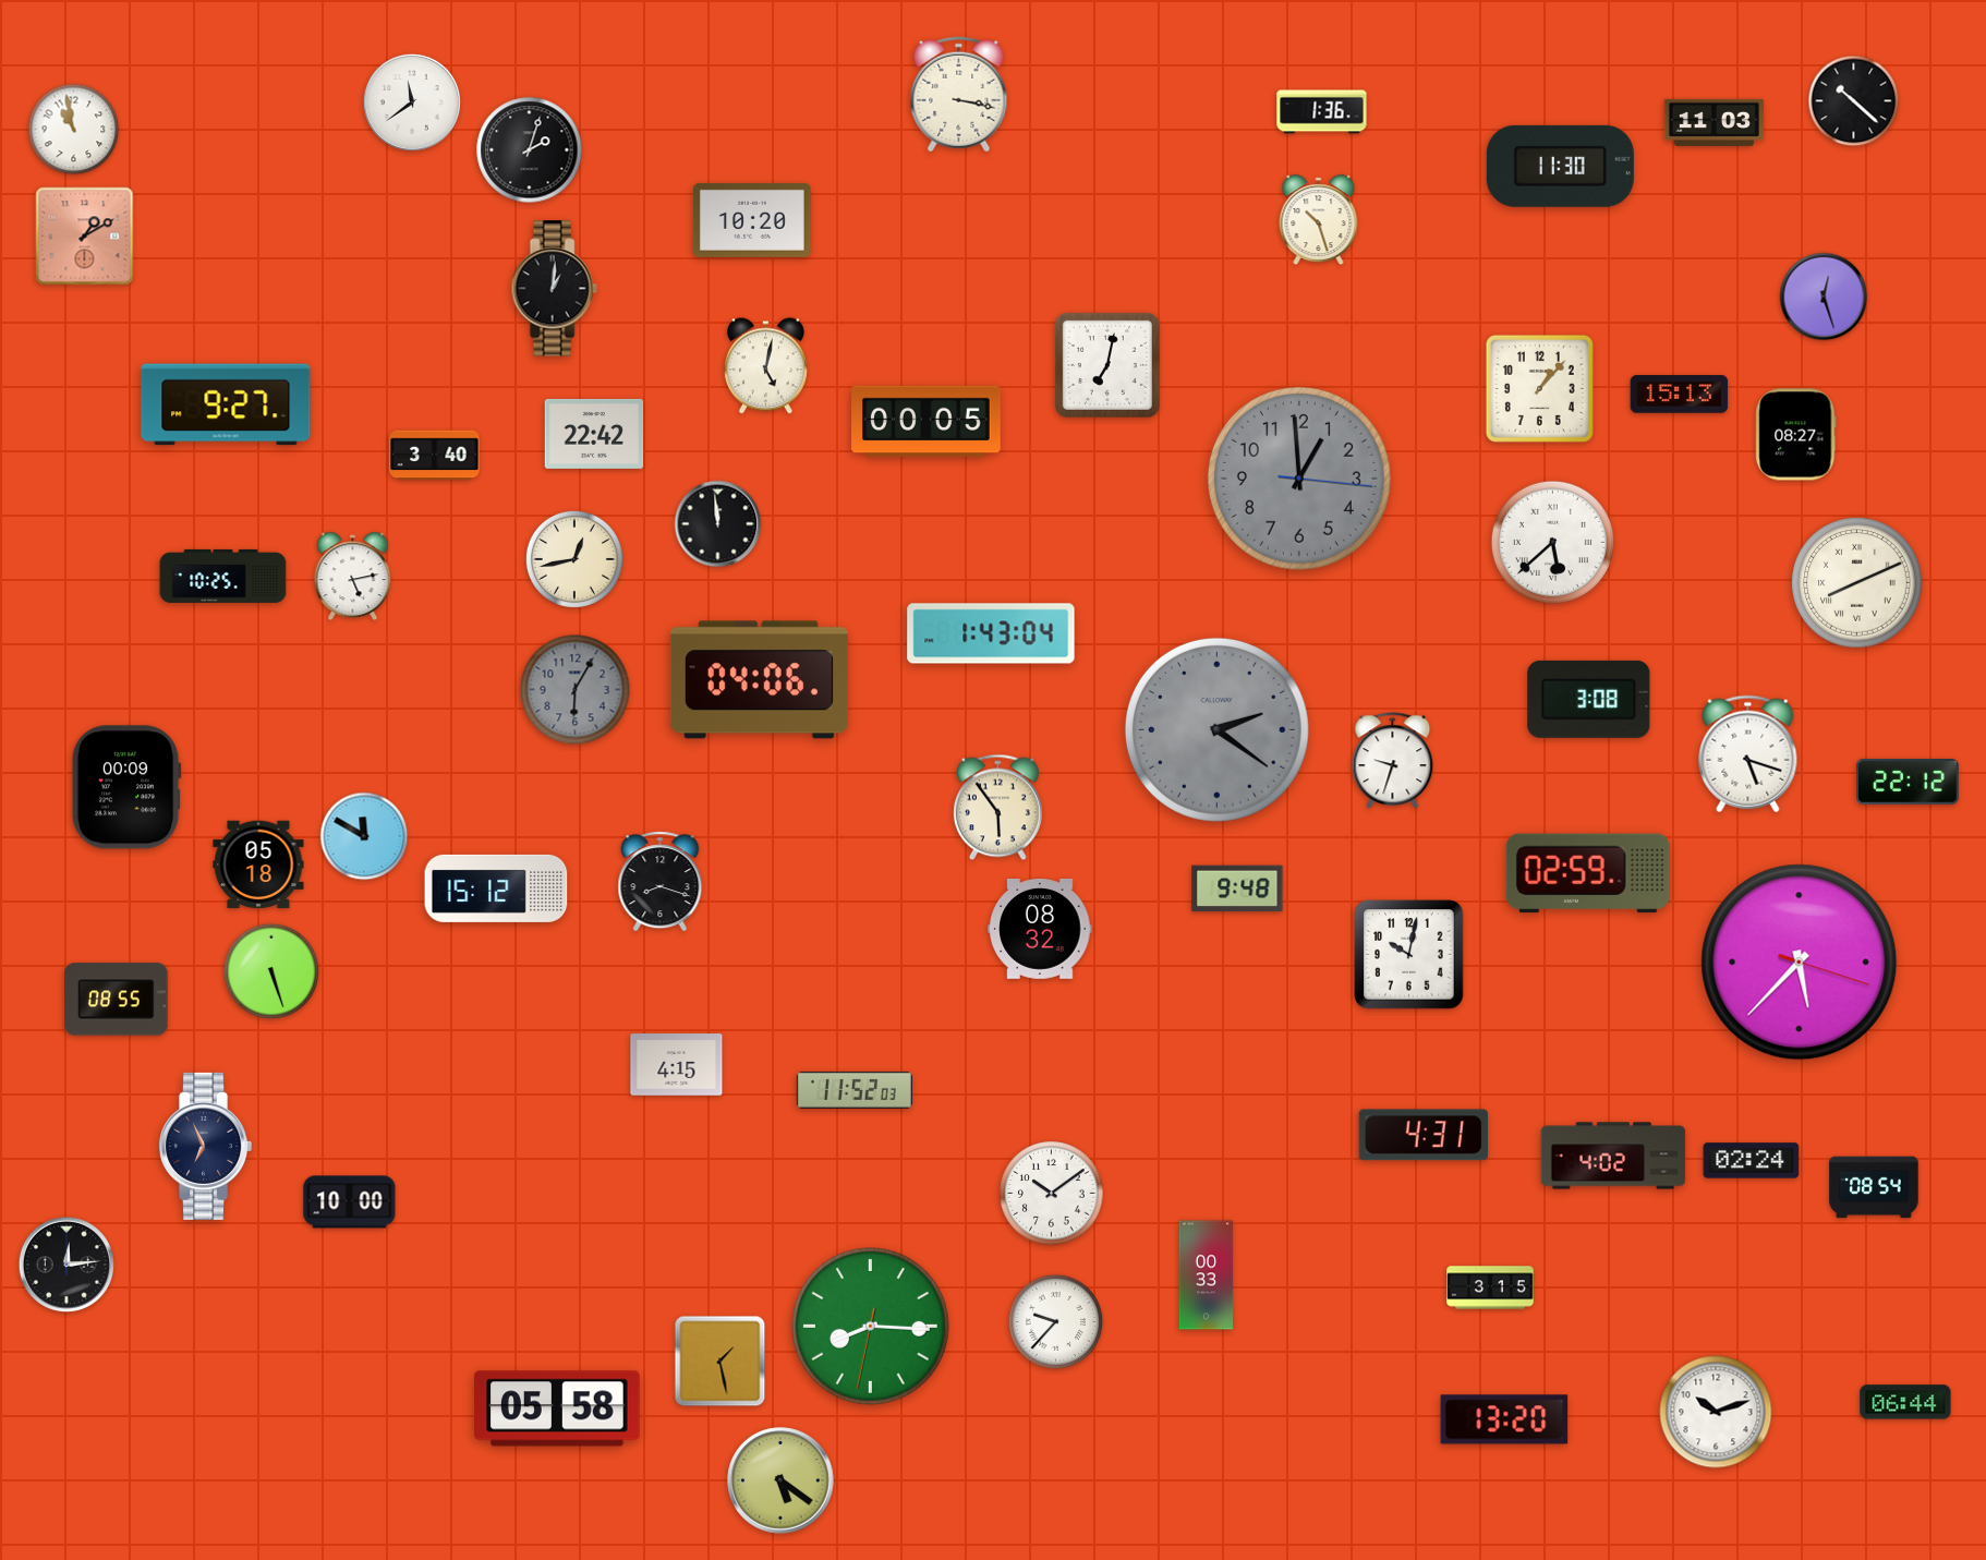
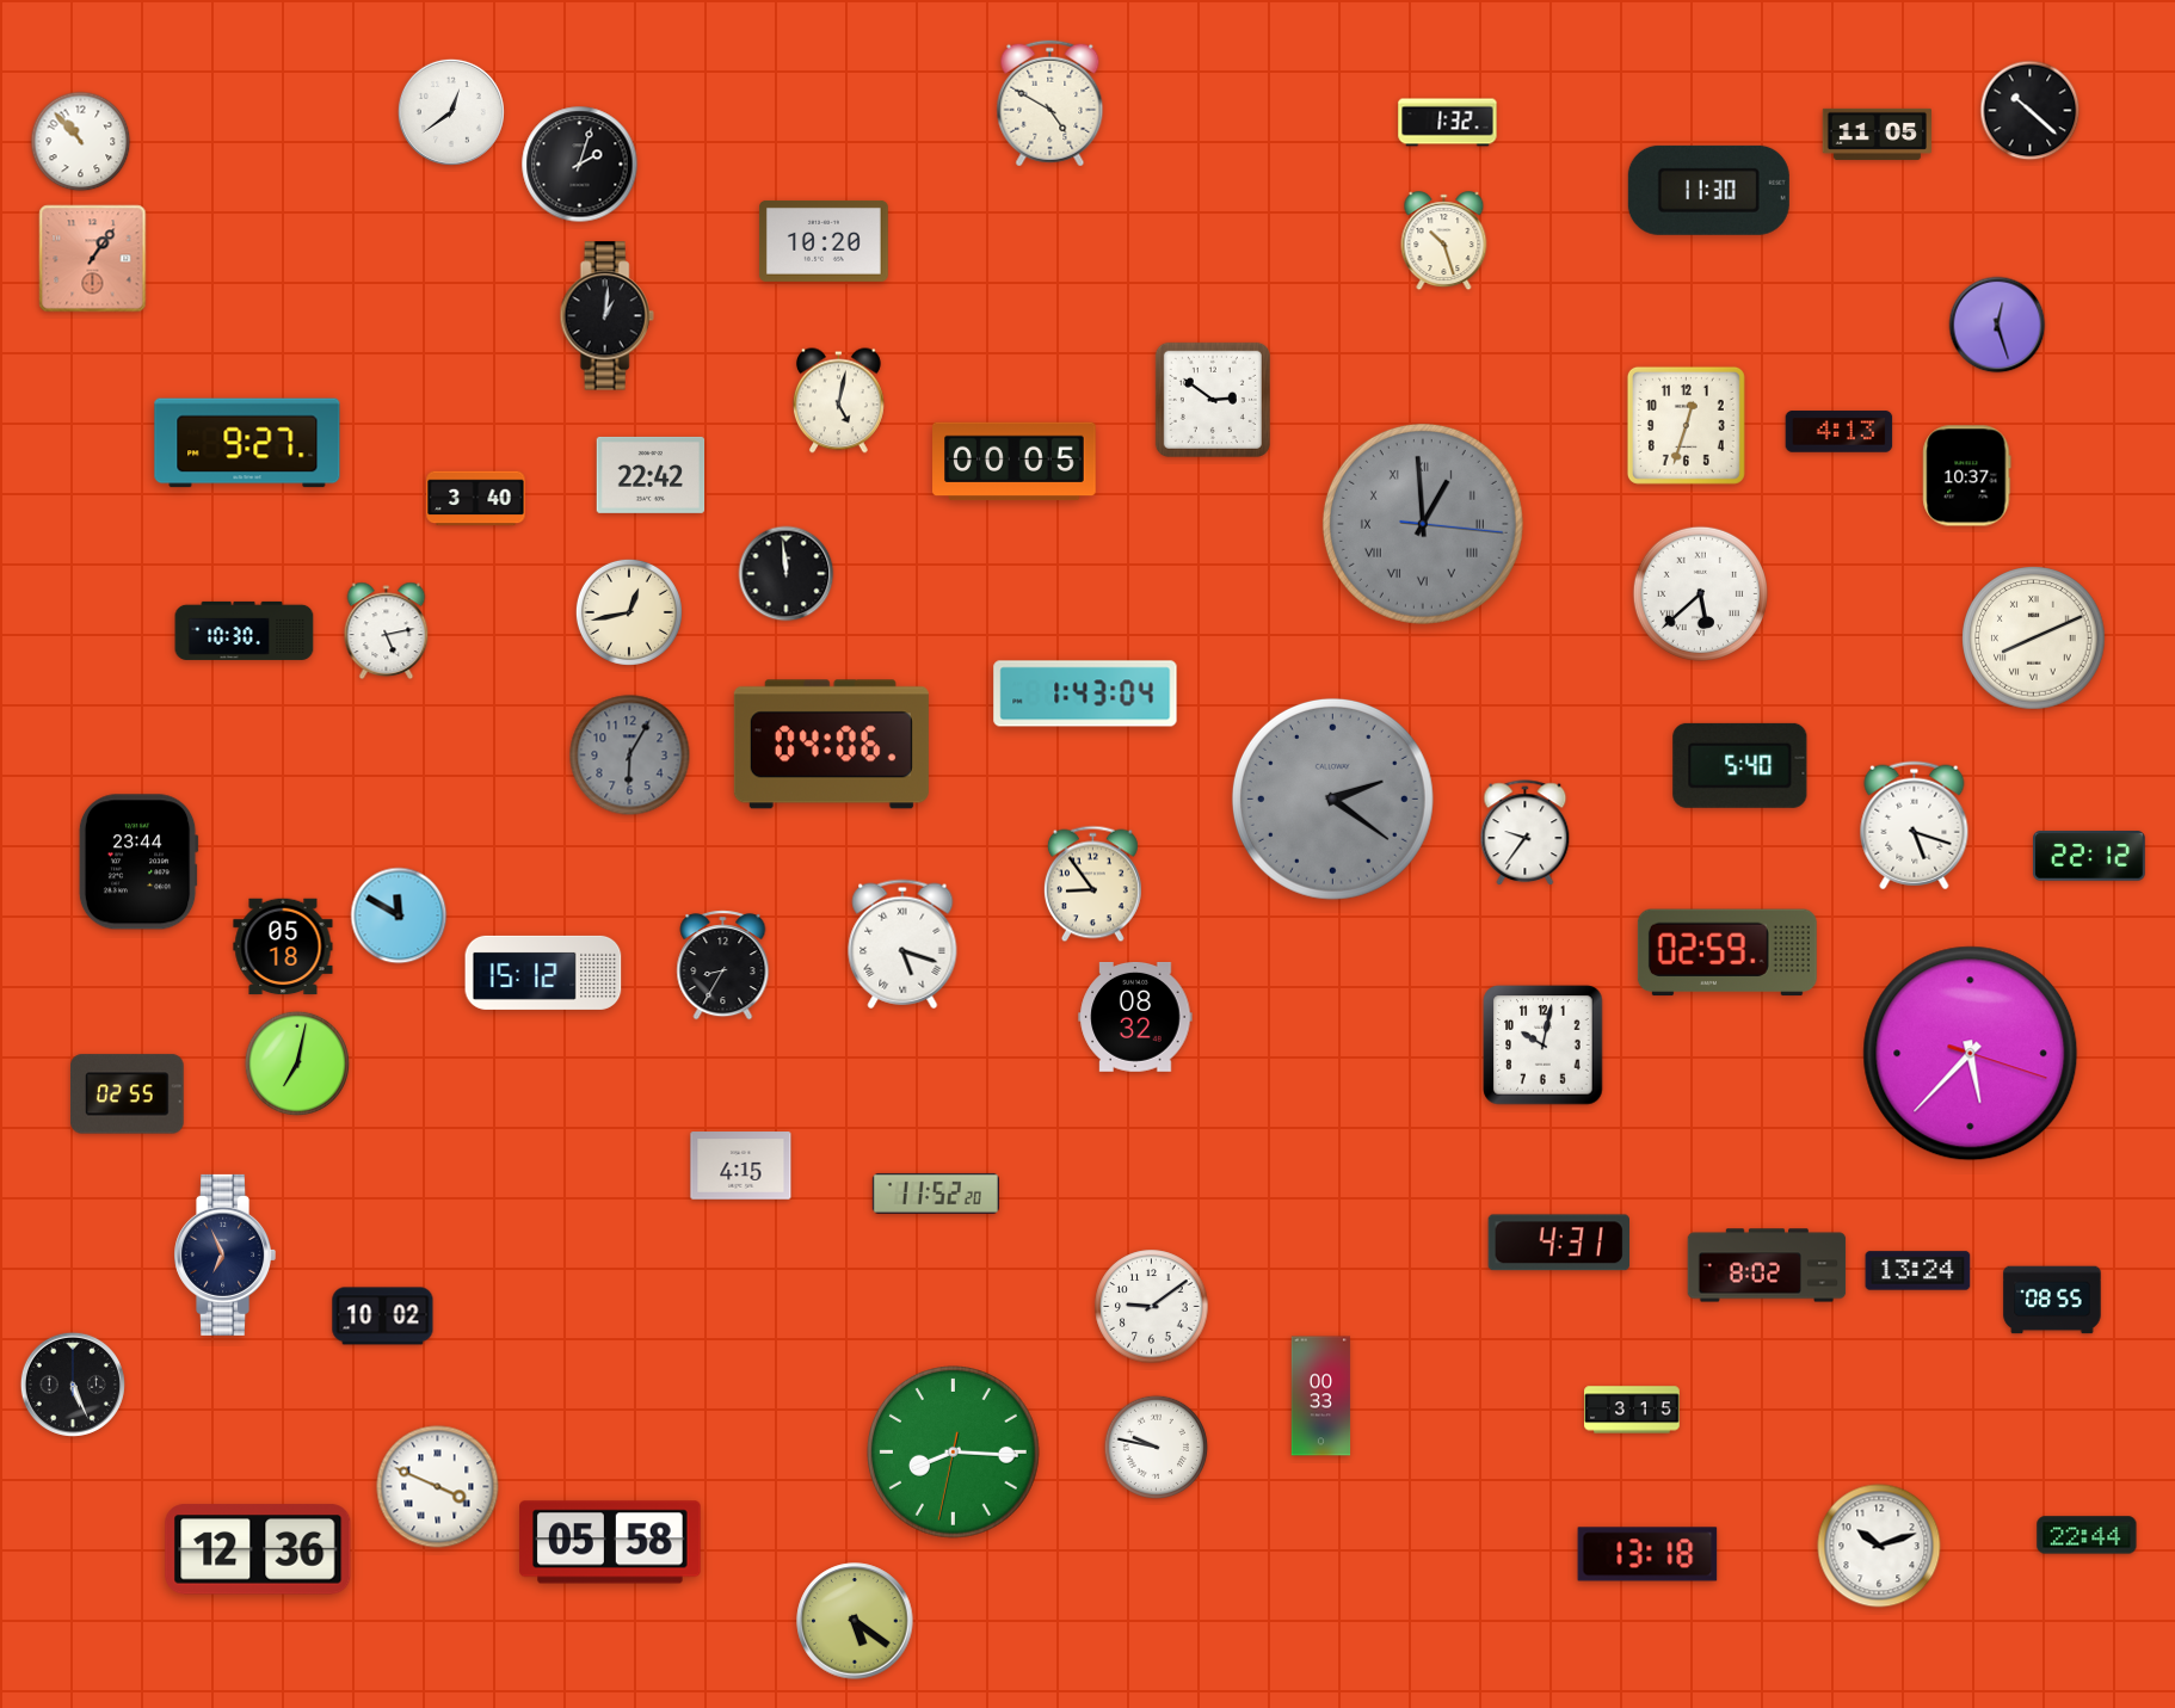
clock at (959, 95): 3:17 -> 4:50
clock at (412, 102): 11:39 -> 12:39
clock at (1322, 112): 1:36 -> 1:32
clock at (1713, 122): 11:03 -> 11:05
clock at (74, 130): 10:58 -> 10:53
clock at (1560, 166) position: (1560, 166) -> (1708, 190)
clock at (85, 237): 1:10 -> 1:06
clock at (1107, 365): 7:02 -> 2:51
clock at (1539, 388): 1:07 -> 12:33
clock at (1680, 395): 15:13 -> 4:13
clock at (1796, 435): 08:27 -> 10:37
clock at (1299, 479) numerals: Arabic -> Roman
clock at (223, 576): 10:25 -> 10:30
clock at (1589, 699): 3:08 -> 5:40
clock at (1393, 761): 9:33 -> 9:36
clock at (126, 787): 00:09 -> 23:44
clock at (997, 808): 5:54 -> 8:54
clock at (902, 944): none -> 5:18
clock at (1588, 873) position: (1588, 873) -> (1727, 952)
clock at (661, 882): 8:18 -> 8:35
clock at (1237, 888): 9:48 -> none
clock at (1040, 930) position: (1040, 930) -> (1135, 1018)
clock at (270, 970): 5:27 -> 7:02
clock at (117, 1000): 08:55 -> 02:55
clock at (855, 1090): 11:52:03 -> 11:52:20
clock at (1613, 1156): 4:02 -> 8:02
clock at (1752, 1161): 02:24 -> 13:24
clock at (1874, 1187): 08:54 -> 08:55
clock at (1052, 1194): 10:09 -> 9:09
clock at (350, 1202): 10:00 -> 10:02
clock at (66, 1265): 12:14 -> 5:26
clock at (1056, 1322): 9:37 -> 9:47
clock at (438, 1487): none -> 3:49
clock at (720, 1362): 1:28 -> none
clock at (1905, 1402): 06:44 -> 22:44
clock at (258, 1549): none -> 12:36
clock at (1504, 1419): 13:20 -> 13:18
